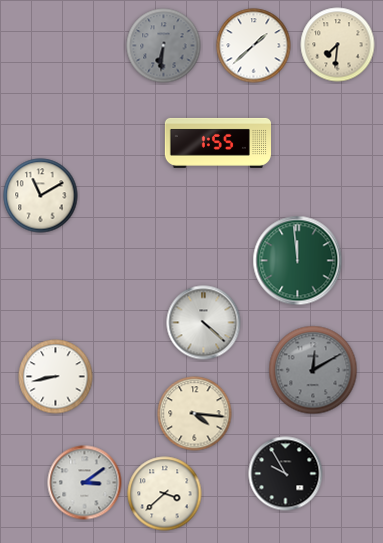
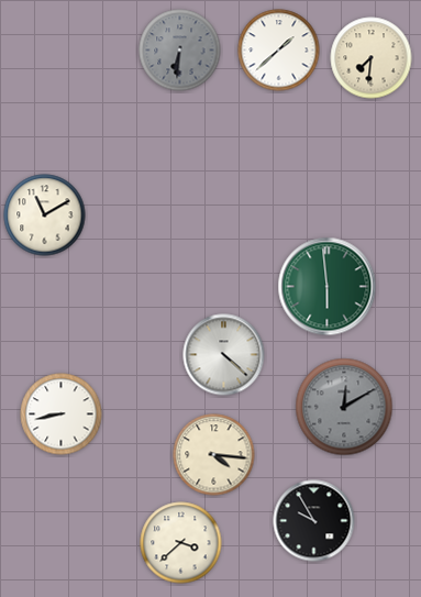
clock at (338, 45) position: (338, 45) -> (372, 58)
clock at (218, 143): 1:55 -> none
clock at (298, 261): 11:59 -> 5:59
clock at (85, 483): 3:09 -> none
